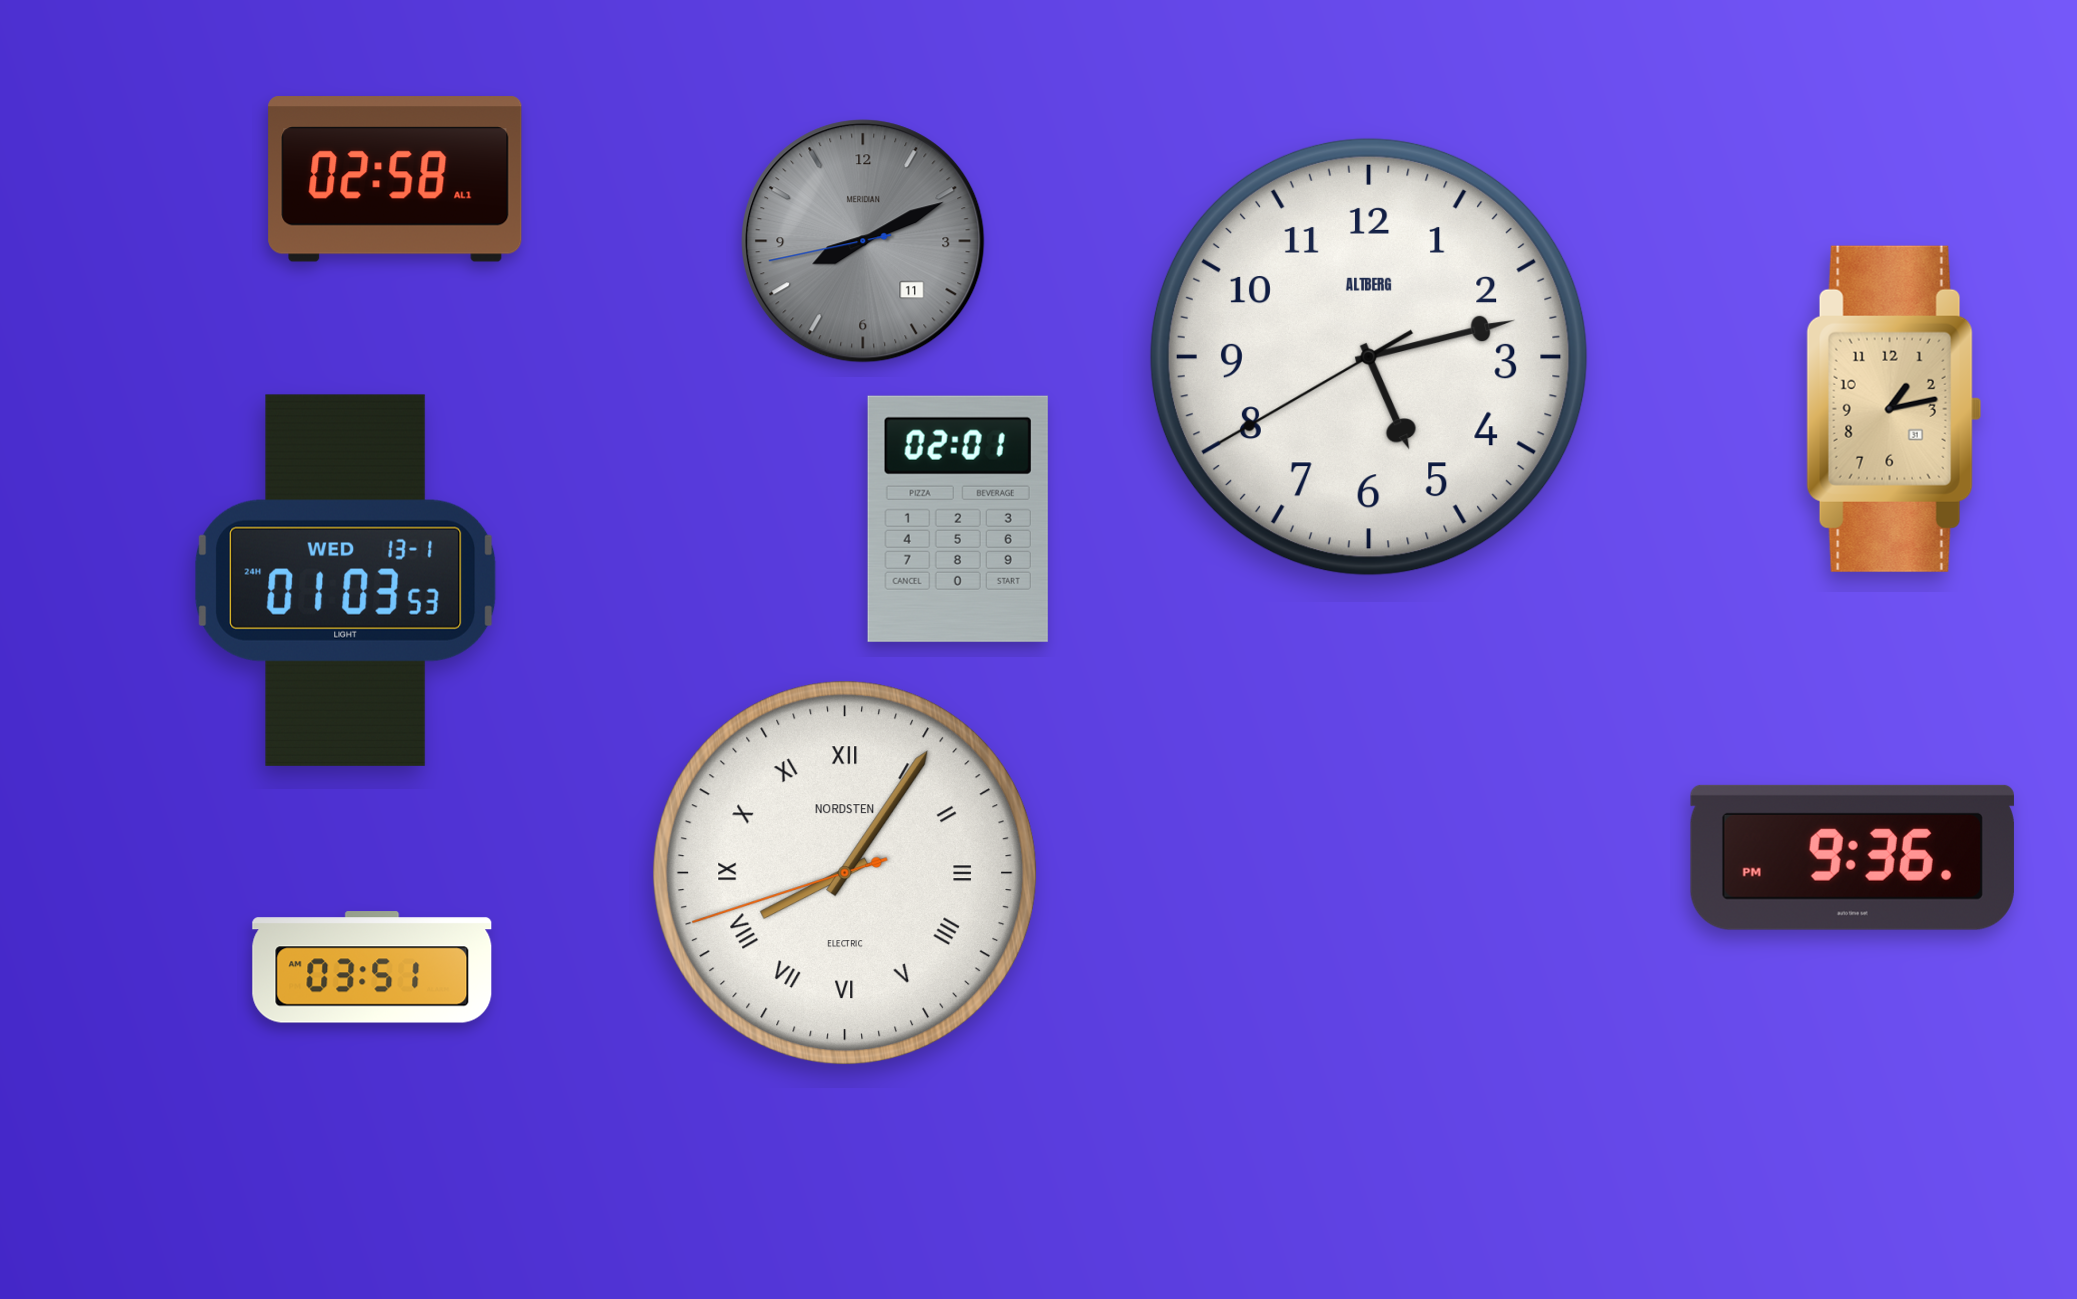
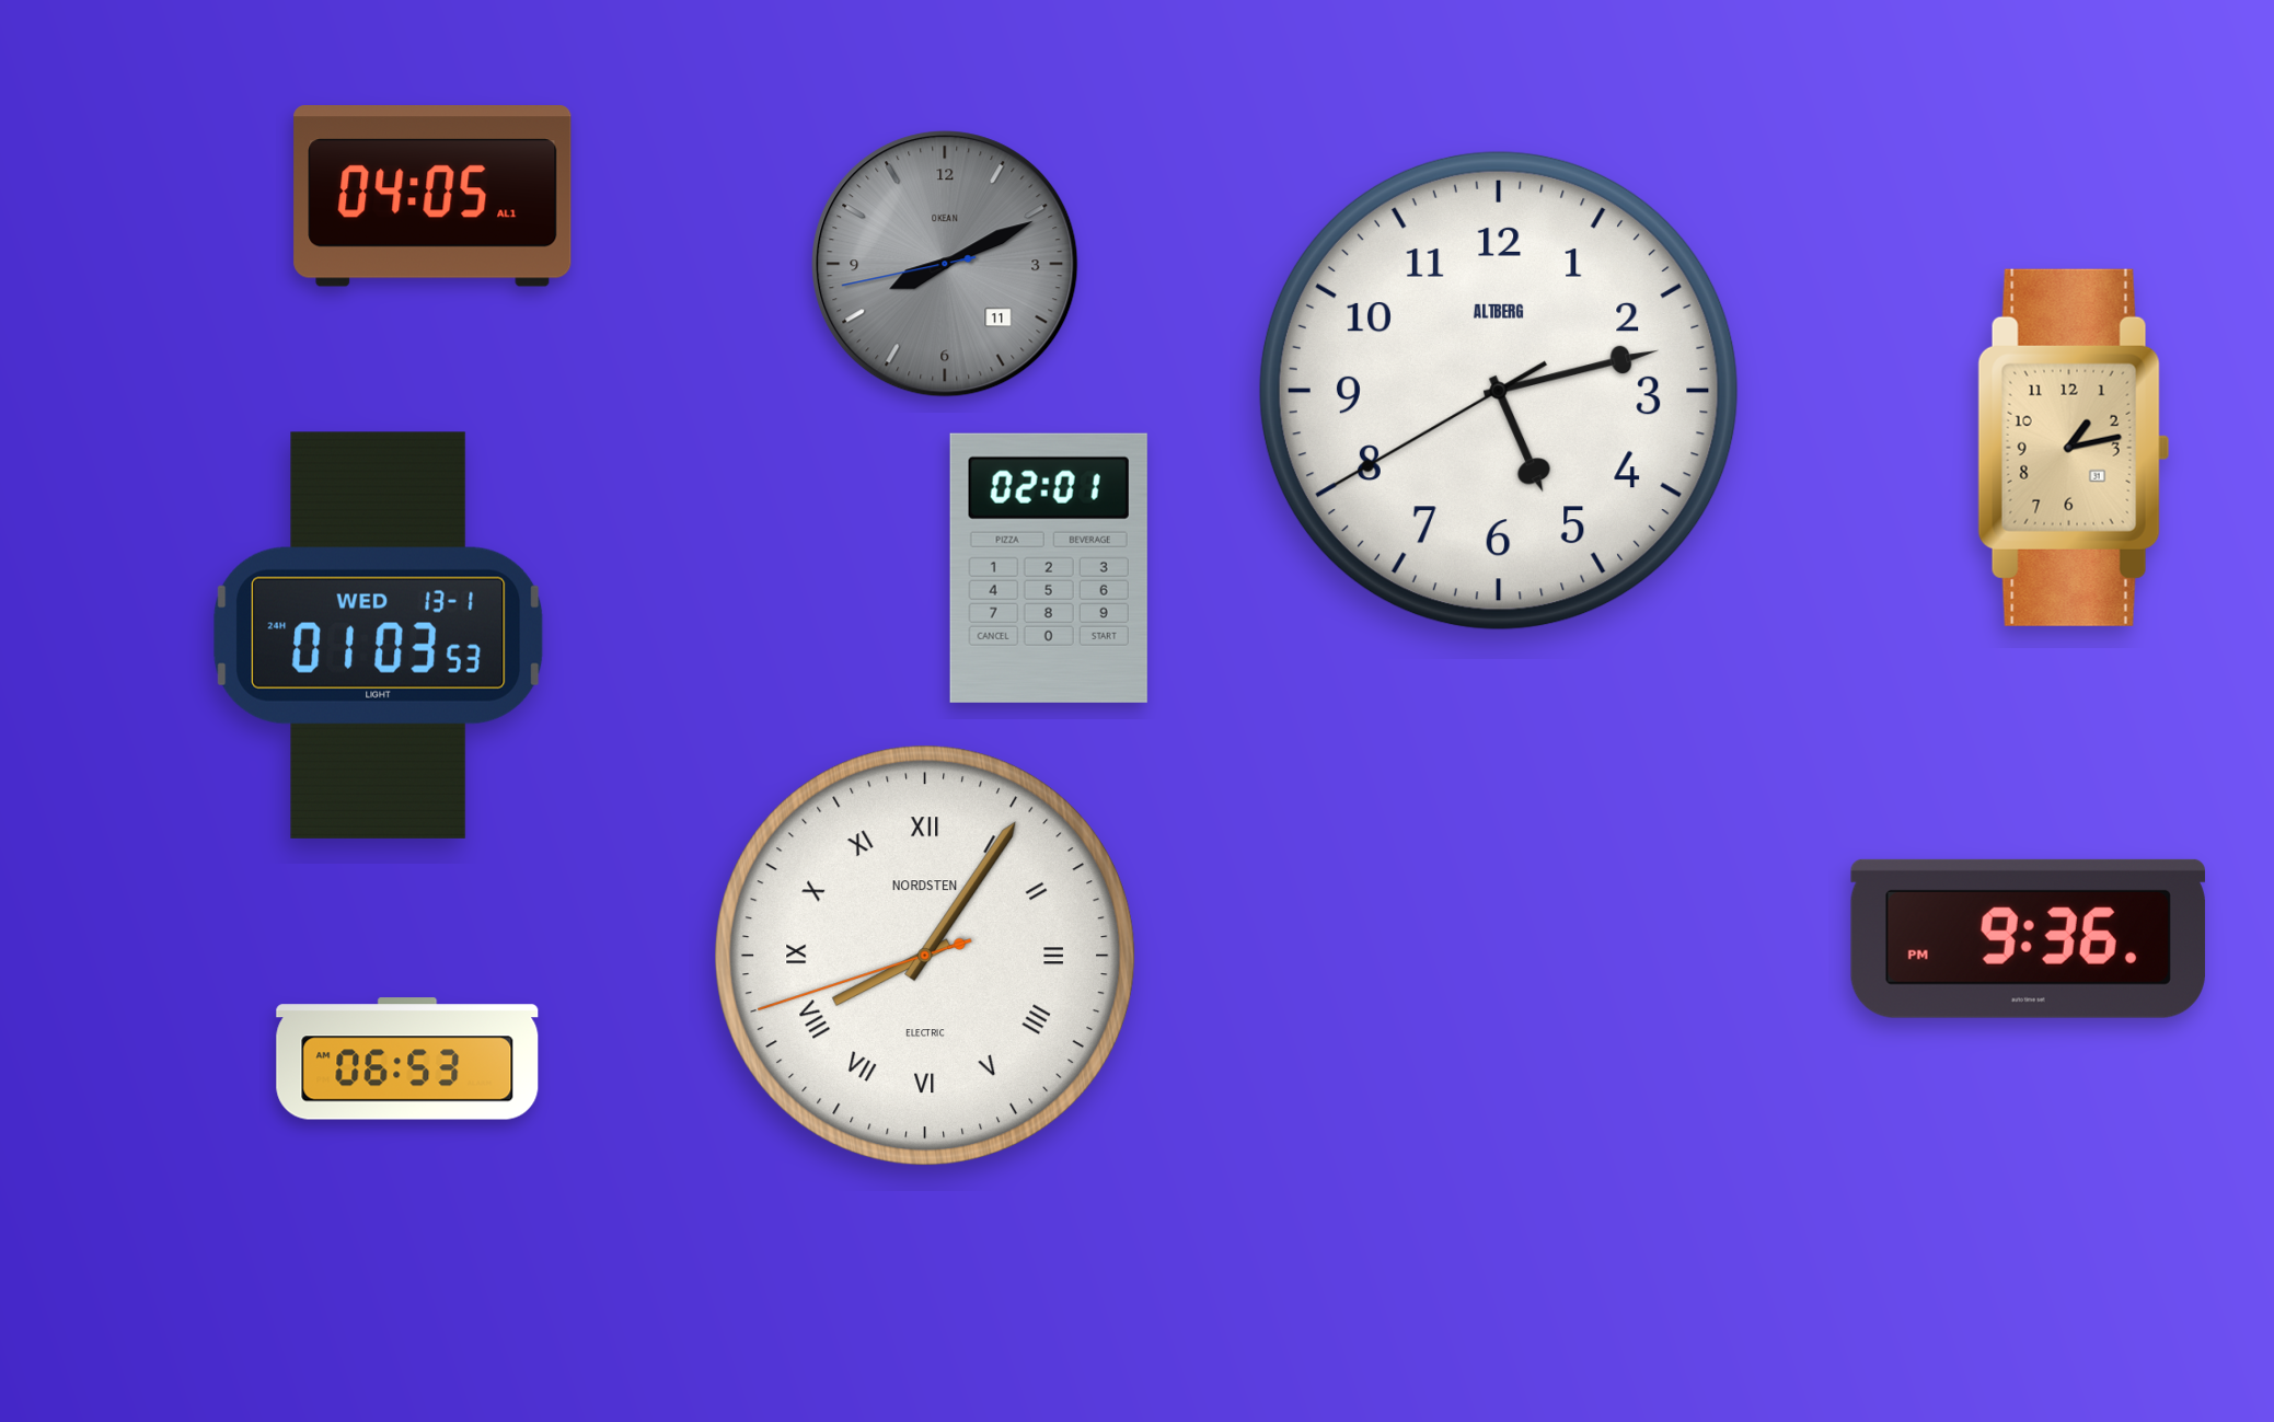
clock at (395, 179): 02:58 -> 04:05
clock at (863, 241) brand: MERIDIAN -> OKEAN
clock at (372, 967): 03:51 -> 06:53
